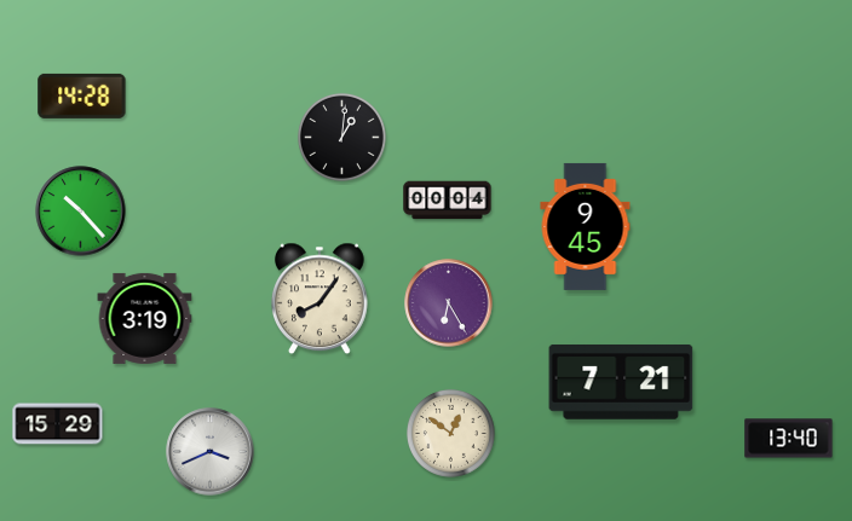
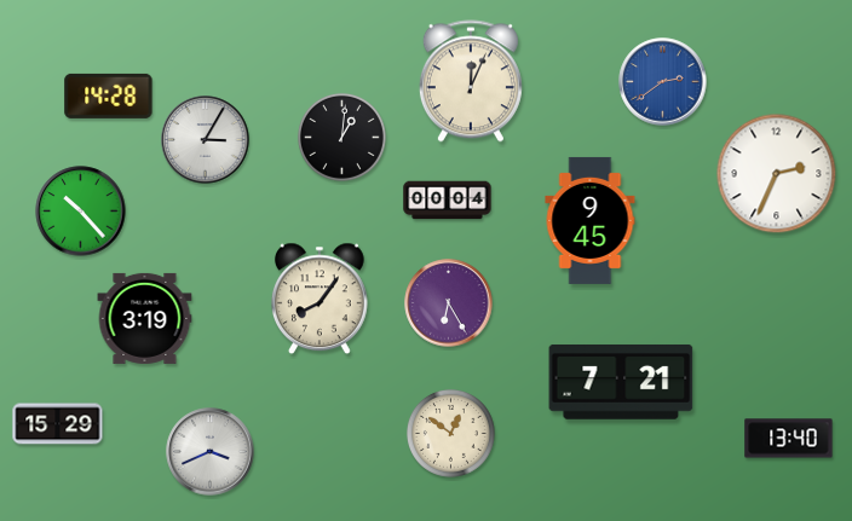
clock at (471, 81): none -> 12:04
clock at (663, 82): none -> 2:39
clock at (82, 95) position: (82, 95) -> (109, 95)
clock at (206, 140): none -> 3:05
clock at (777, 174): none -> 2:34
clock at (586, 226) position: (586, 226) -> (591, 220)
